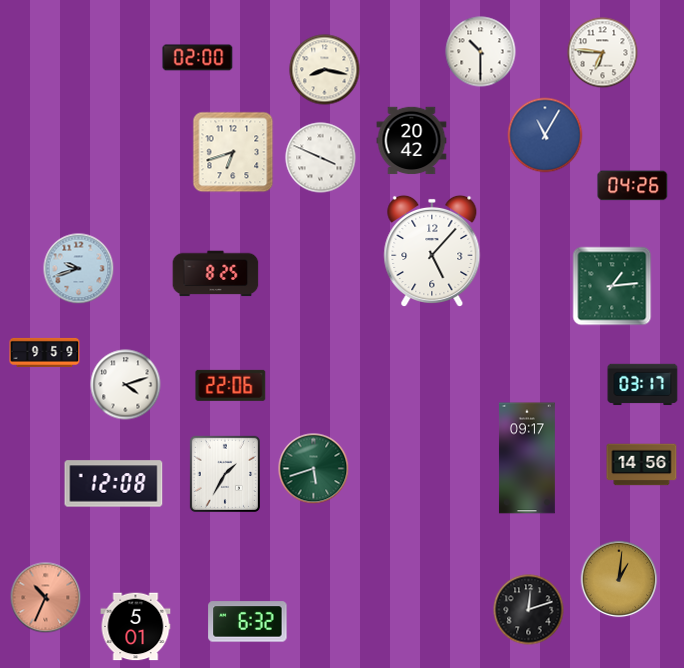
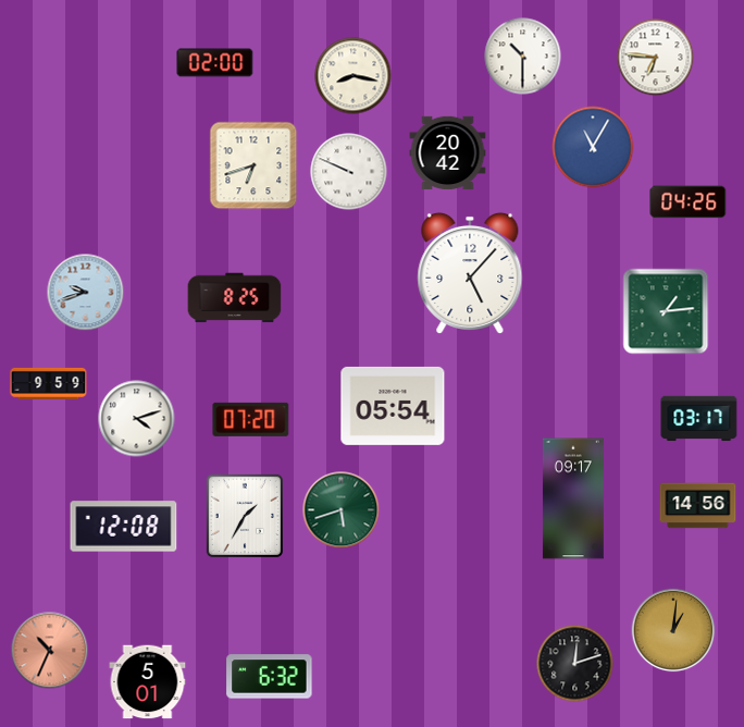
clock at (321, 158): 3:49 -> 9:49
clock at (393, 406): none -> 05:54
clock at (231, 385): 22:06 -> 07:20
